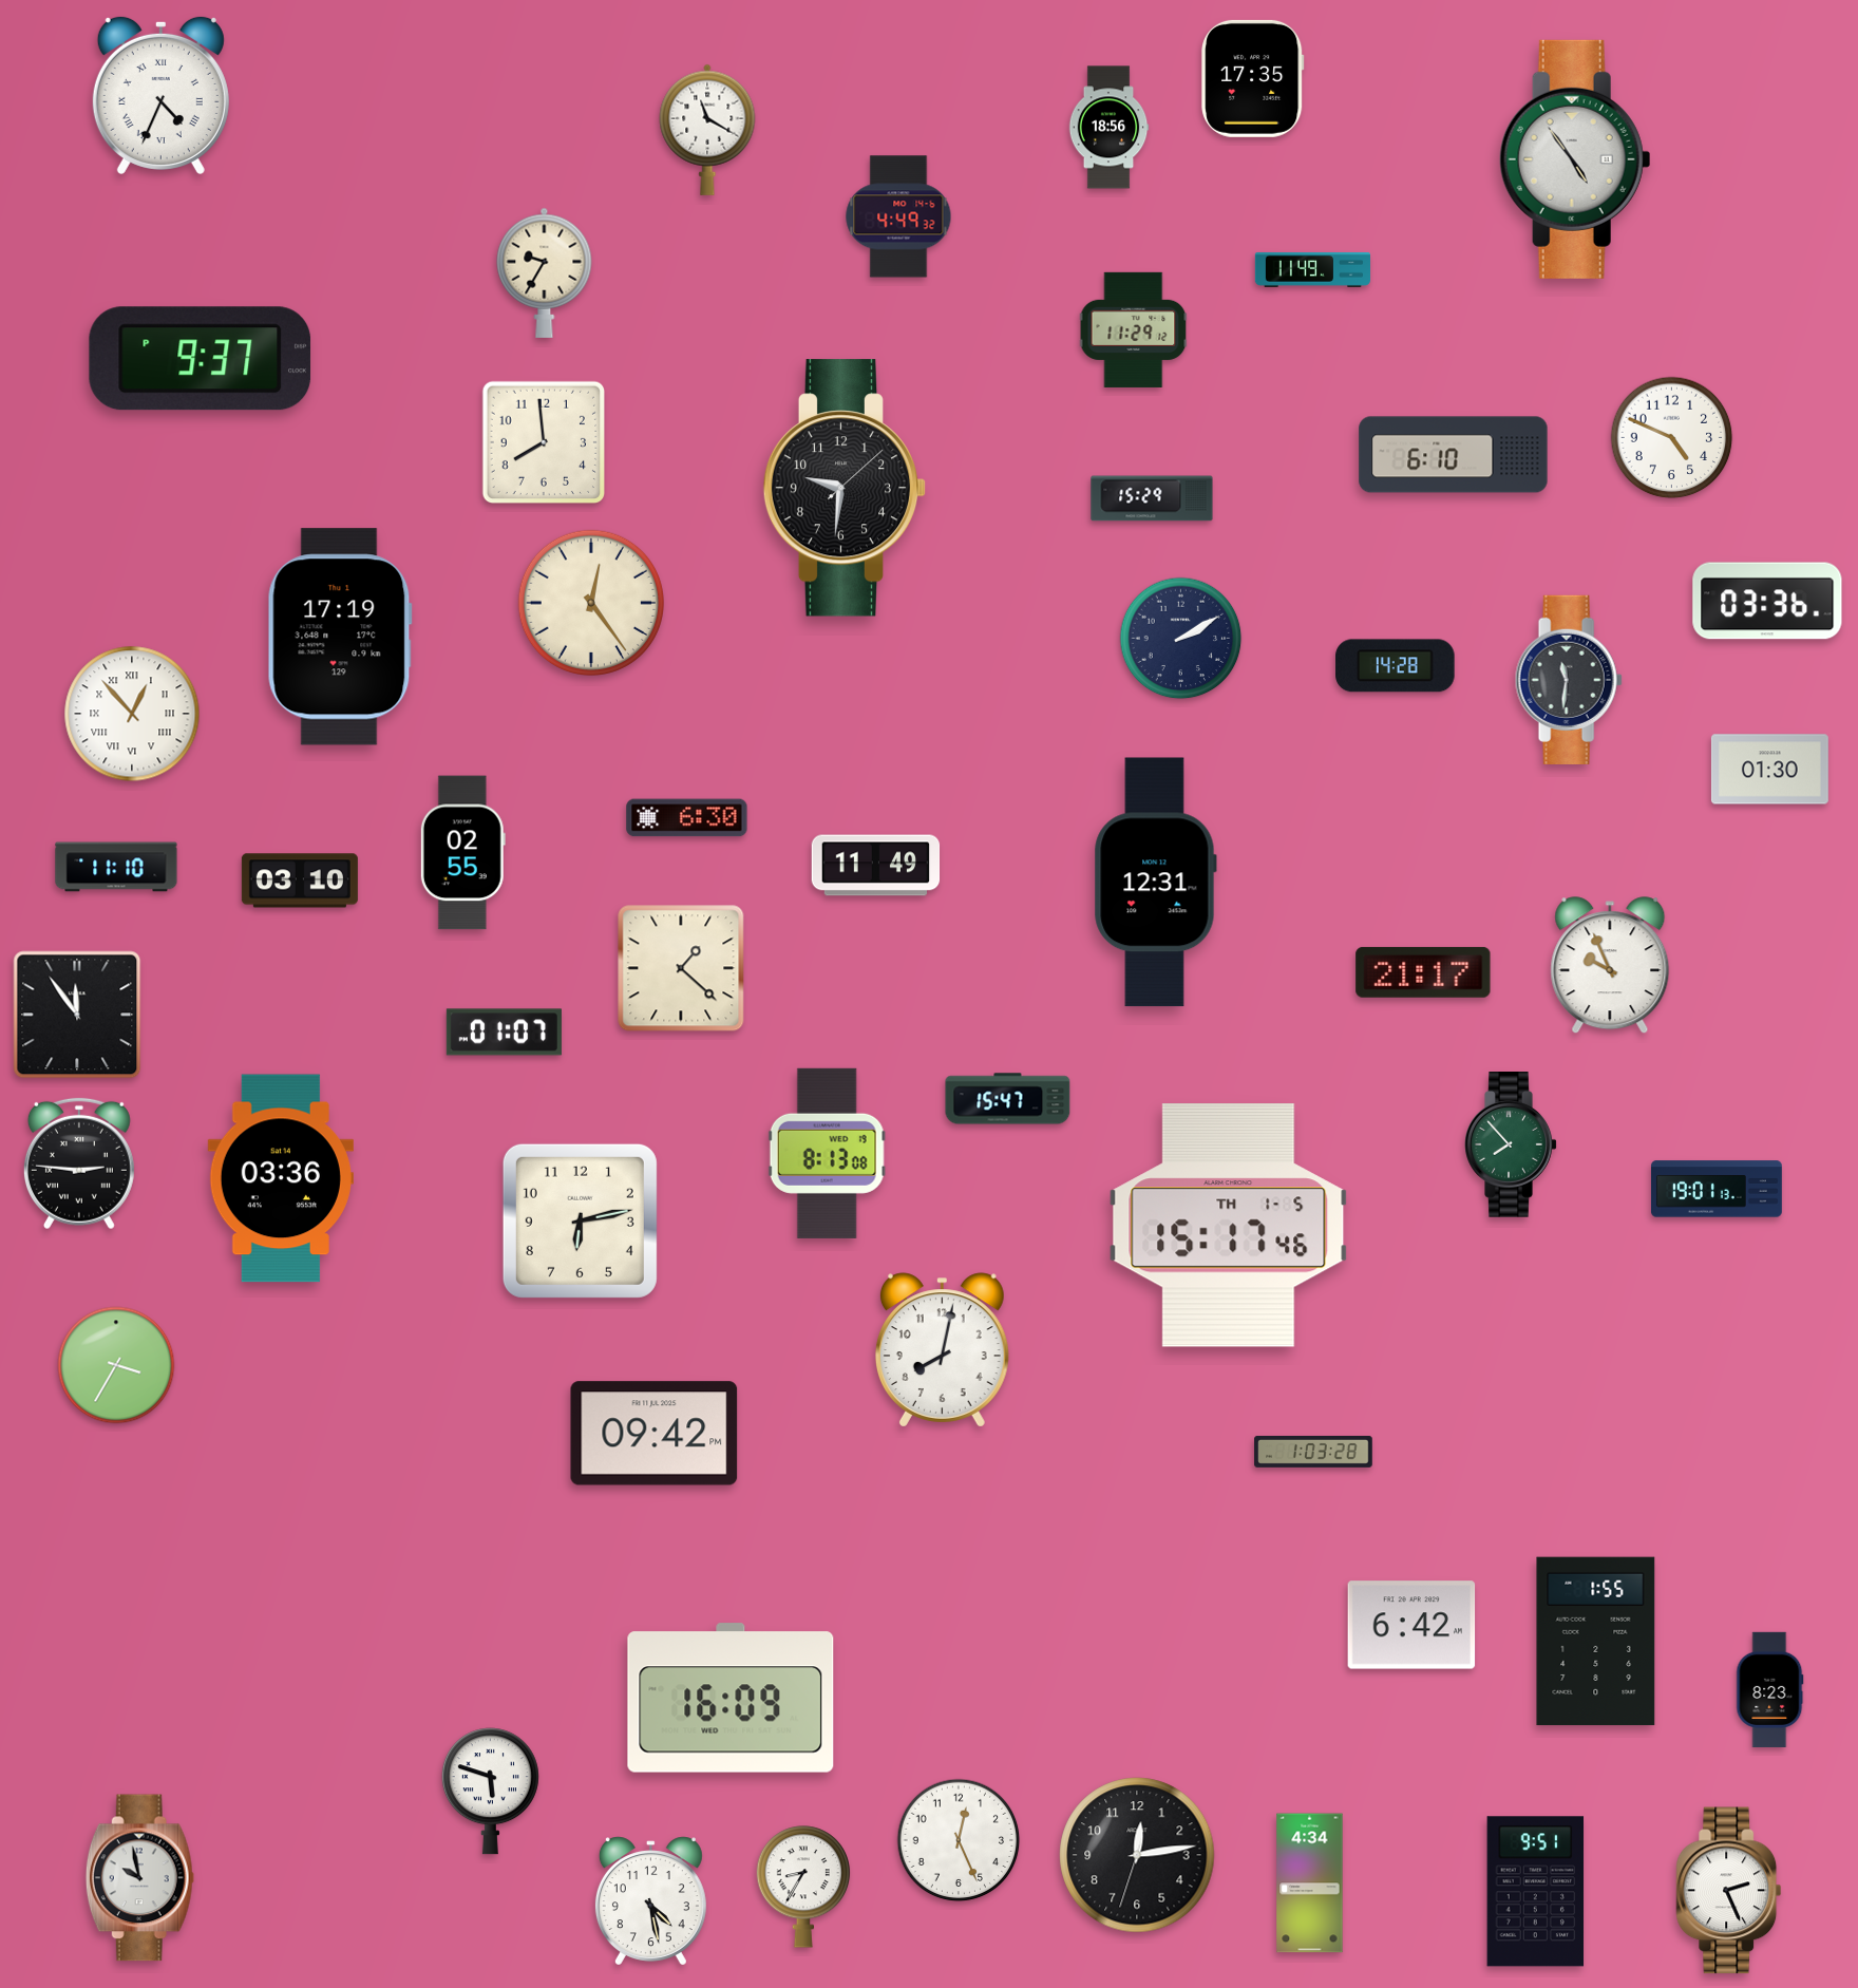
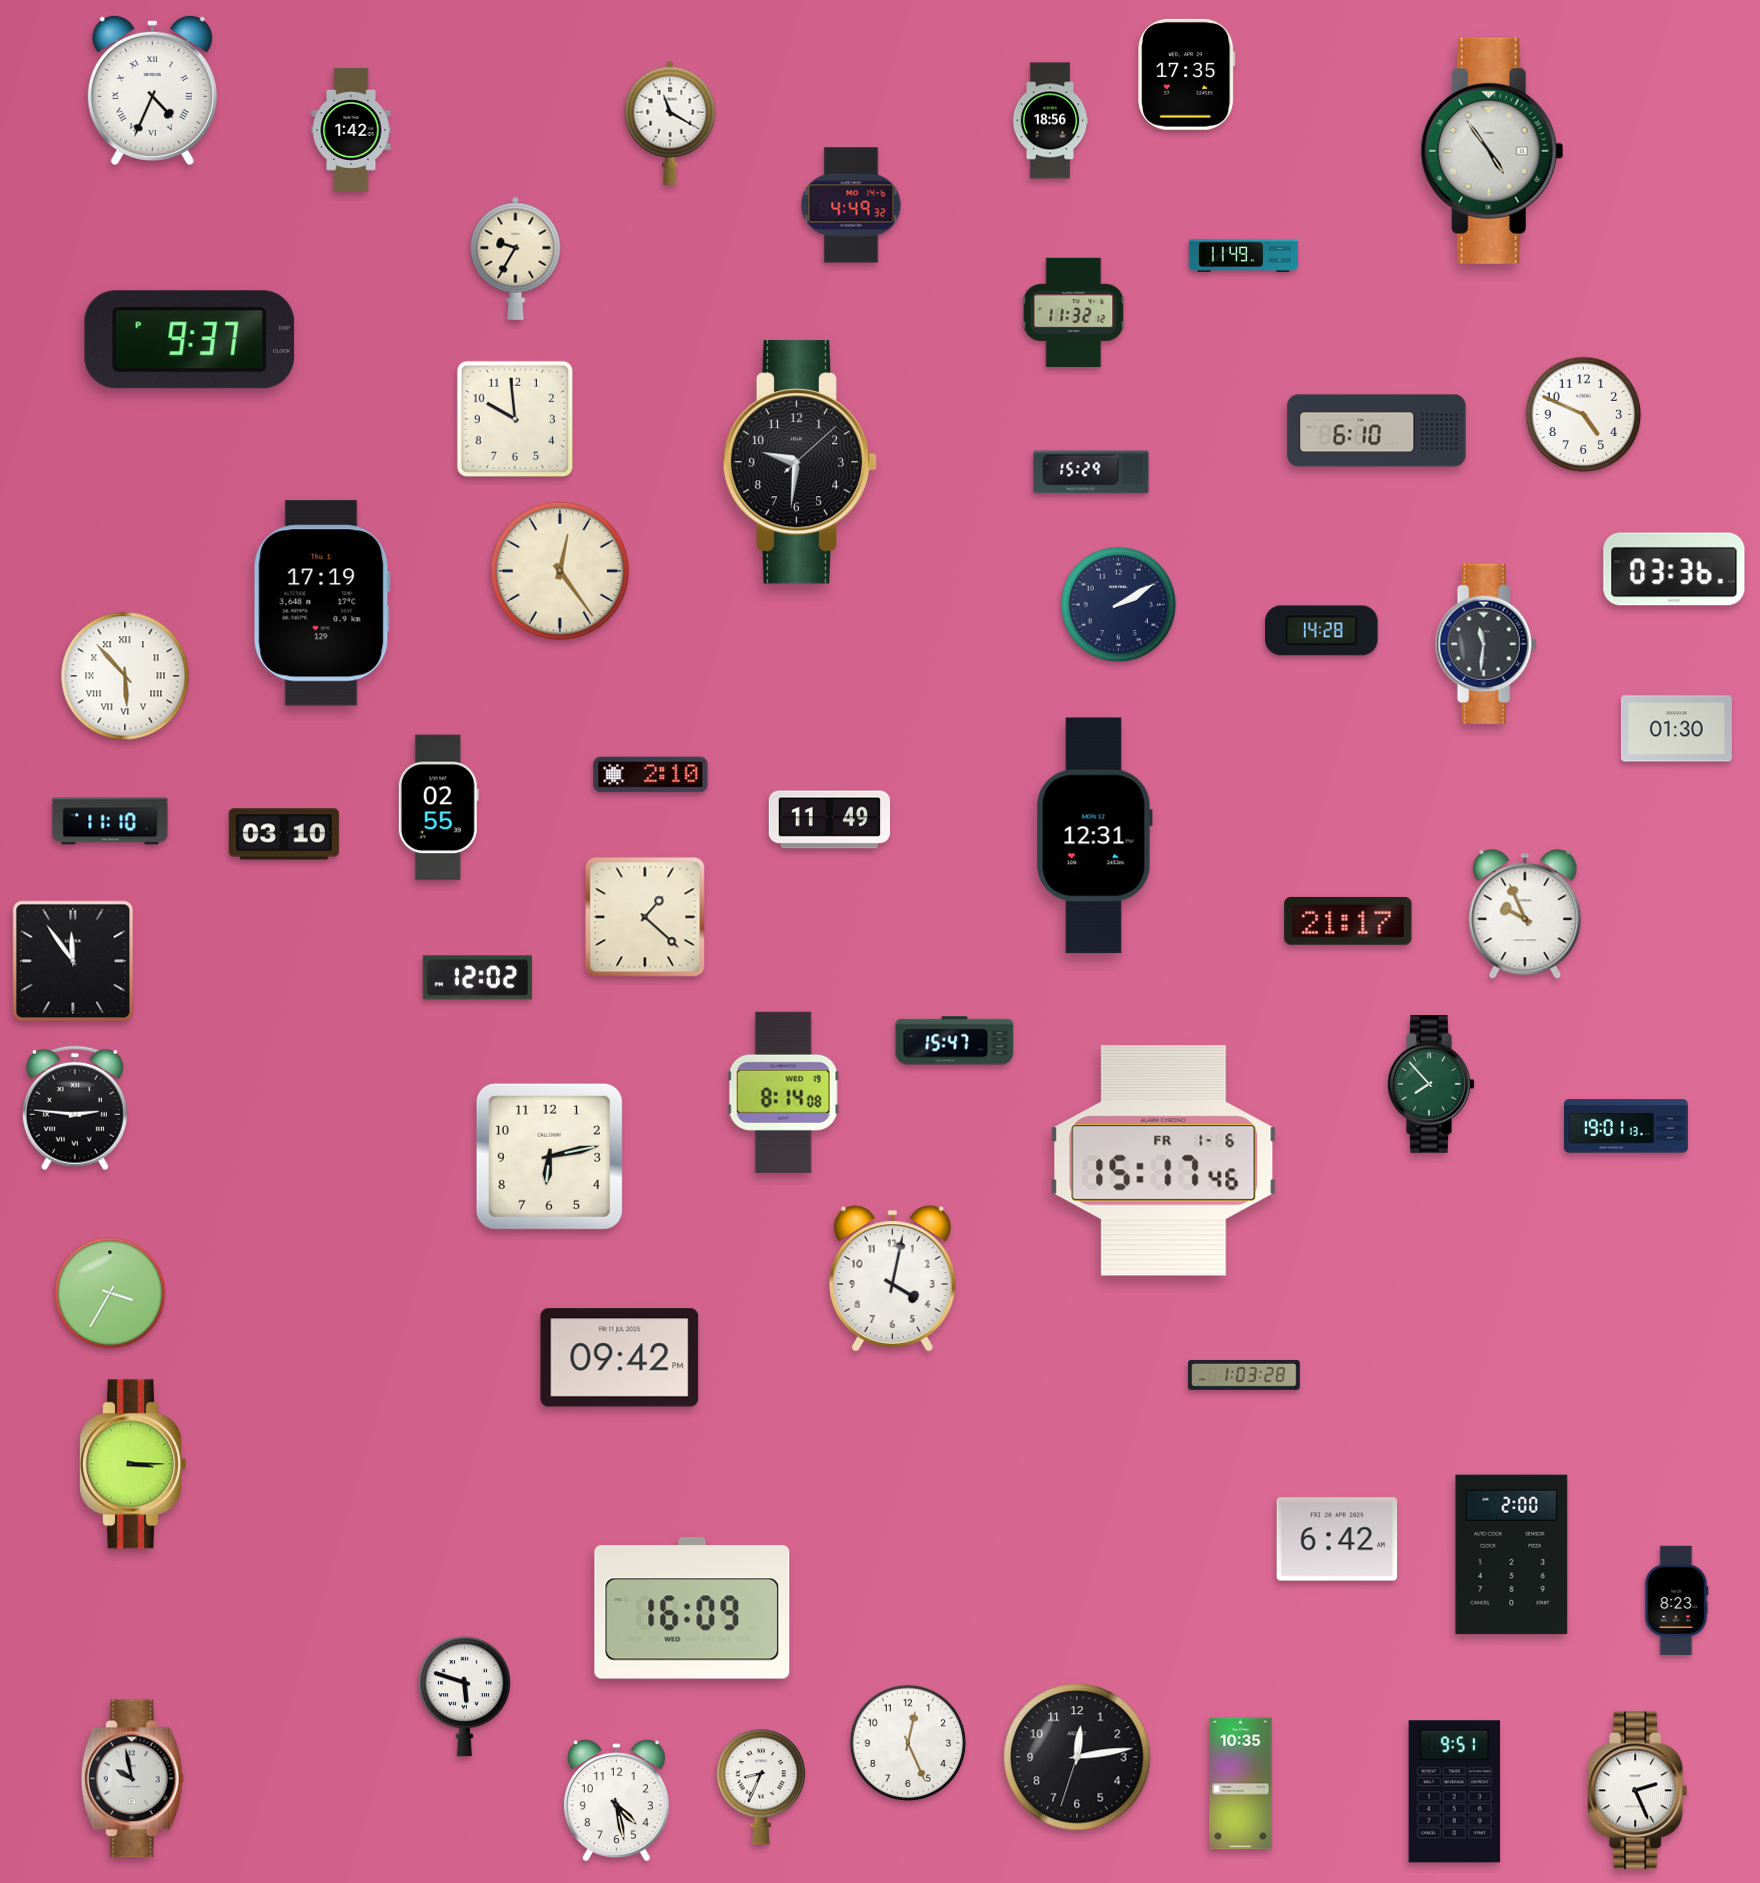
clock at (351, 130): none -> 1:42
clock at (1134, 329): 11:29 -> 11:32
clock at (543, 441): 7:59 -> 9:59
clock at (132, 714): 12:53 -> 5:53
clock at (687, 818): 6:30 -> 2:10
clock at (504, 1033): 01:07 -> 12:02
clock at (827, 1153): 8:13 -> 8:14
clock at (79, 1163) position: (79, 1163) -> (75, 1108)
clock at (281, 1178): 03:36 -> none
clock at (1229, 1226) date: TH 1-5 -> FR 1-6
clock at (942, 1350): 8:02 -> 4:02
clock at (132, 1464): none -> 3:15
clock at (1596, 1642): 1:55 -> 2:00
clock at (1310, 1883): 4:34 -> 10:35
clock at (803, 1887): 8:35 -> 8:34
